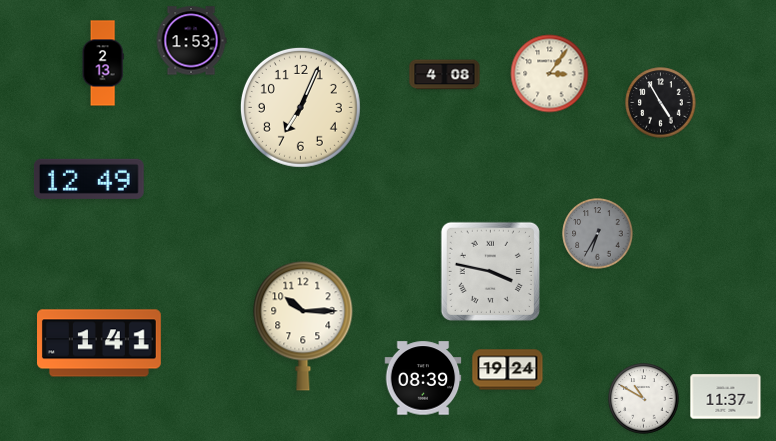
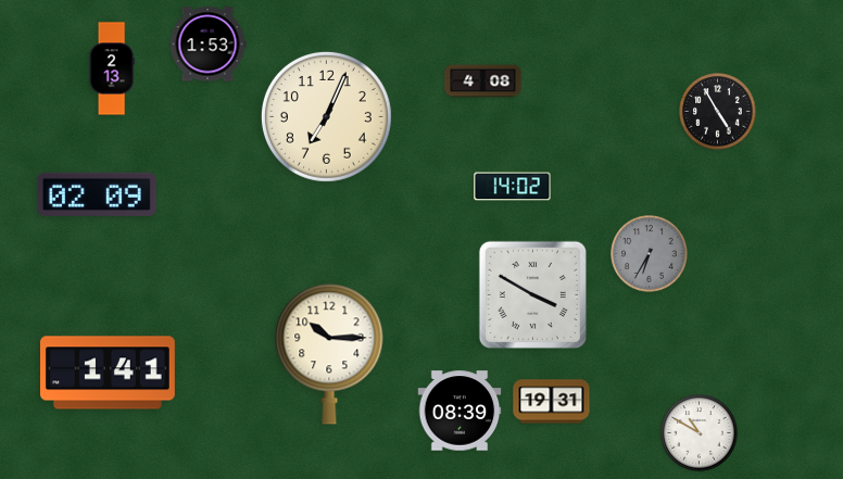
clock at (550, 74): 3:06 -> none
clock at (513, 187): none -> 14:02
clock at (89, 179): 12:49 -> 02:09
clock at (490, 271): 3:47 -> 3:50
clock at (508, 370): 19:24 -> 19:31
clock at (726, 397): 11:37 -> none
